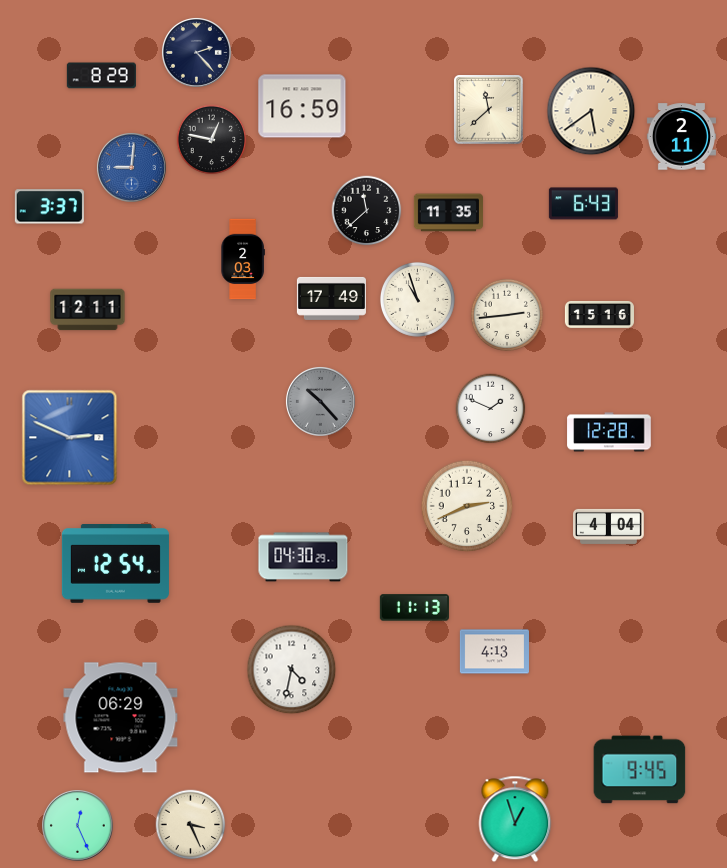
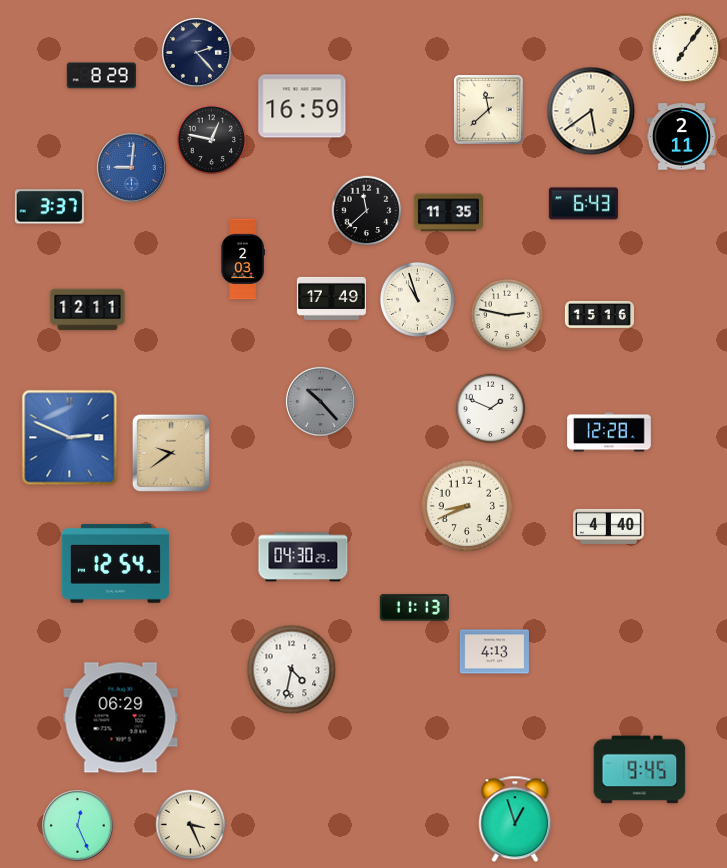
clock at (686, 49): none -> 7:06
clock at (506, 314): 2:44 -> 2:47
clock at (171, 453): none -> 9:39
clock at (467, 506): 2:41 -> 8:41
clock at (609, 526): 4:04 -> 4:40
